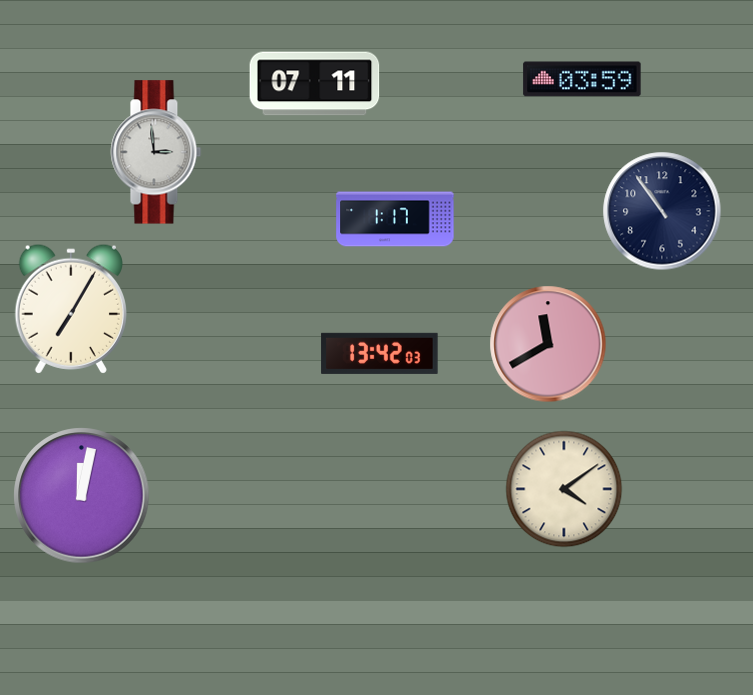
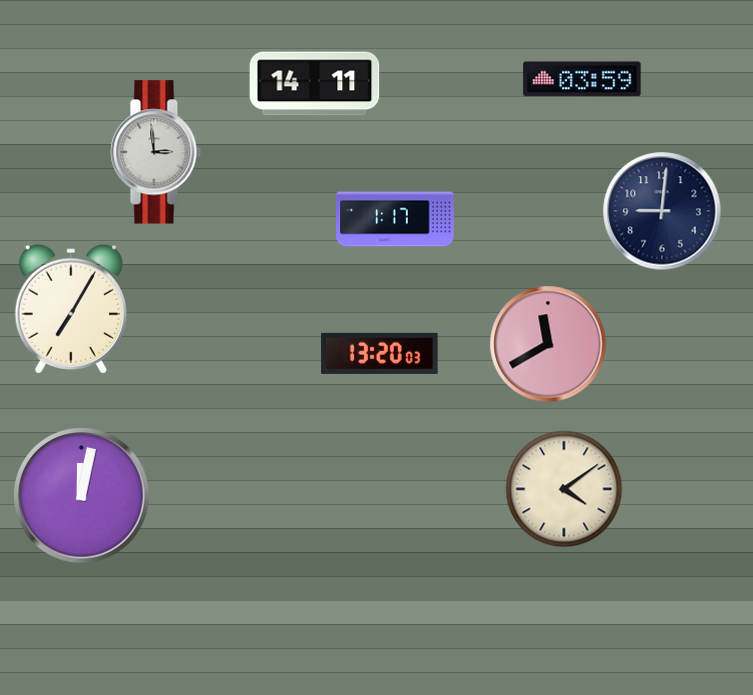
clock at (315, 84): 07:11 -> 14:11
clock at (662, 211): 10:54 -> 9:01
clock at (380, 353): 13:42 -> 13:20
